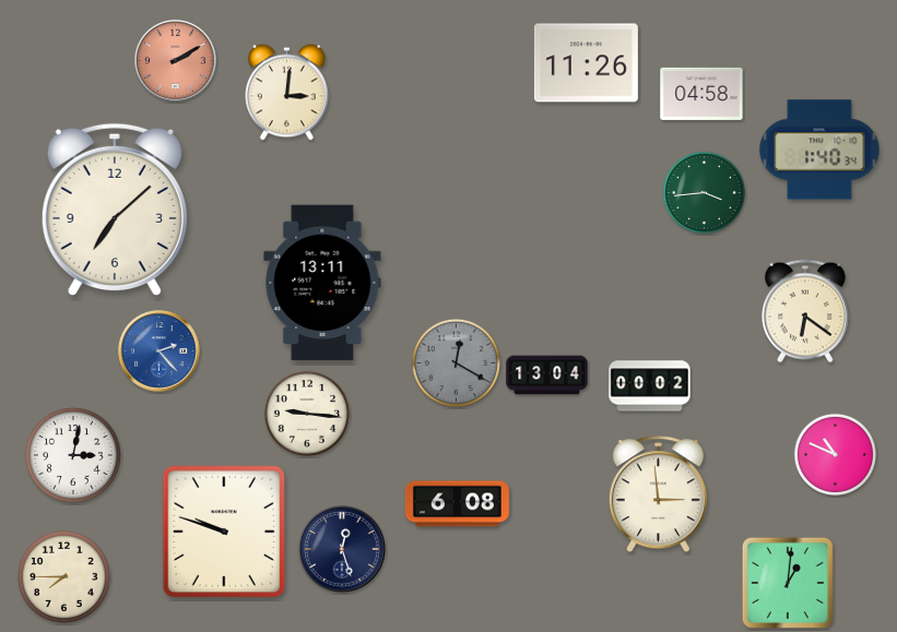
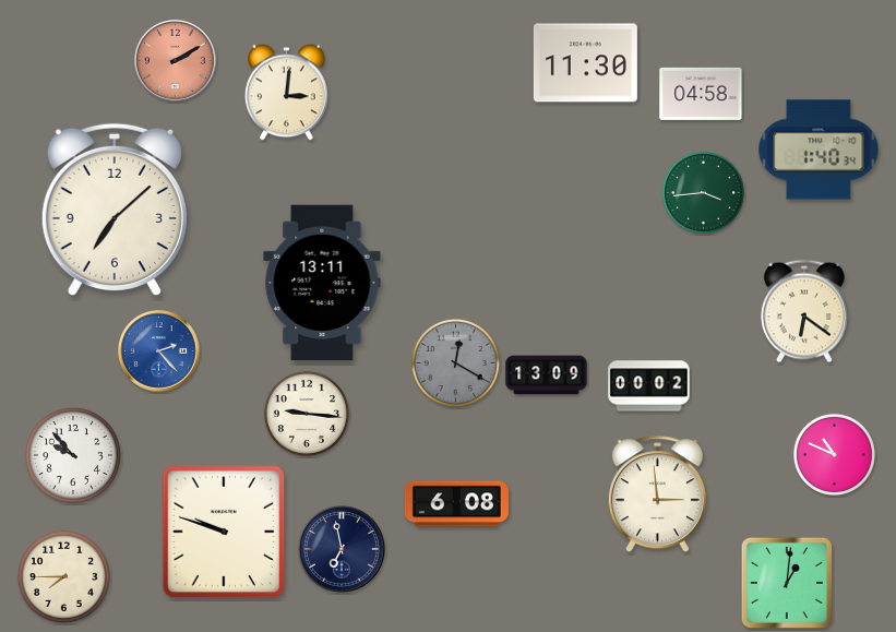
clock at (586, 63): 11:26 -> 11:30
clock at (547, 375): 13:04 -> 13:09
clock at (73, 455): 3:02 -> 9:53
clock at (343, 550): 12:27 -> 6:58
